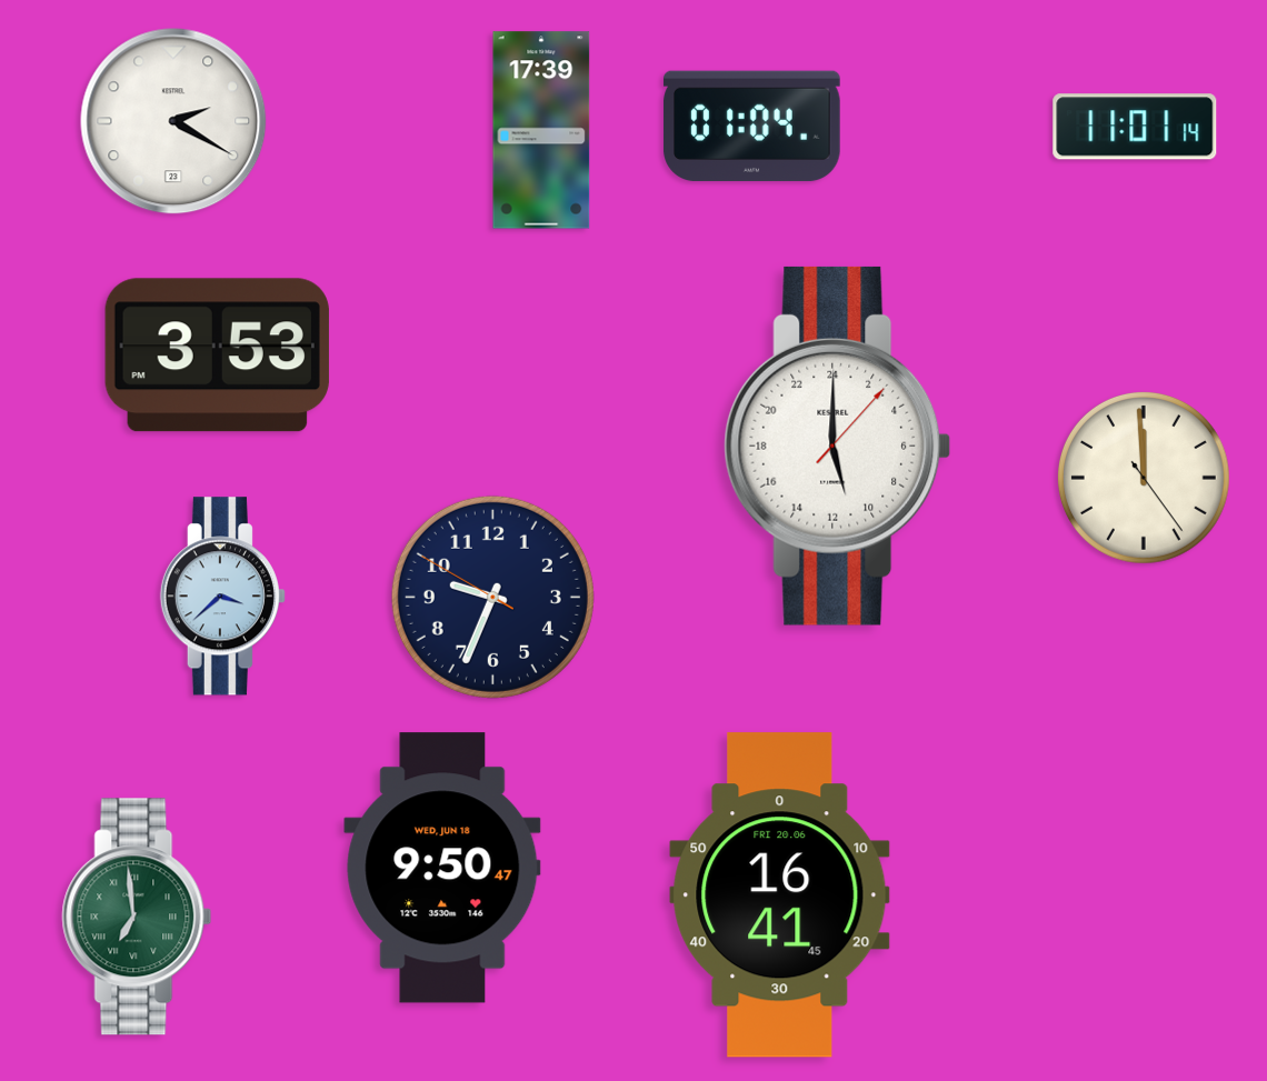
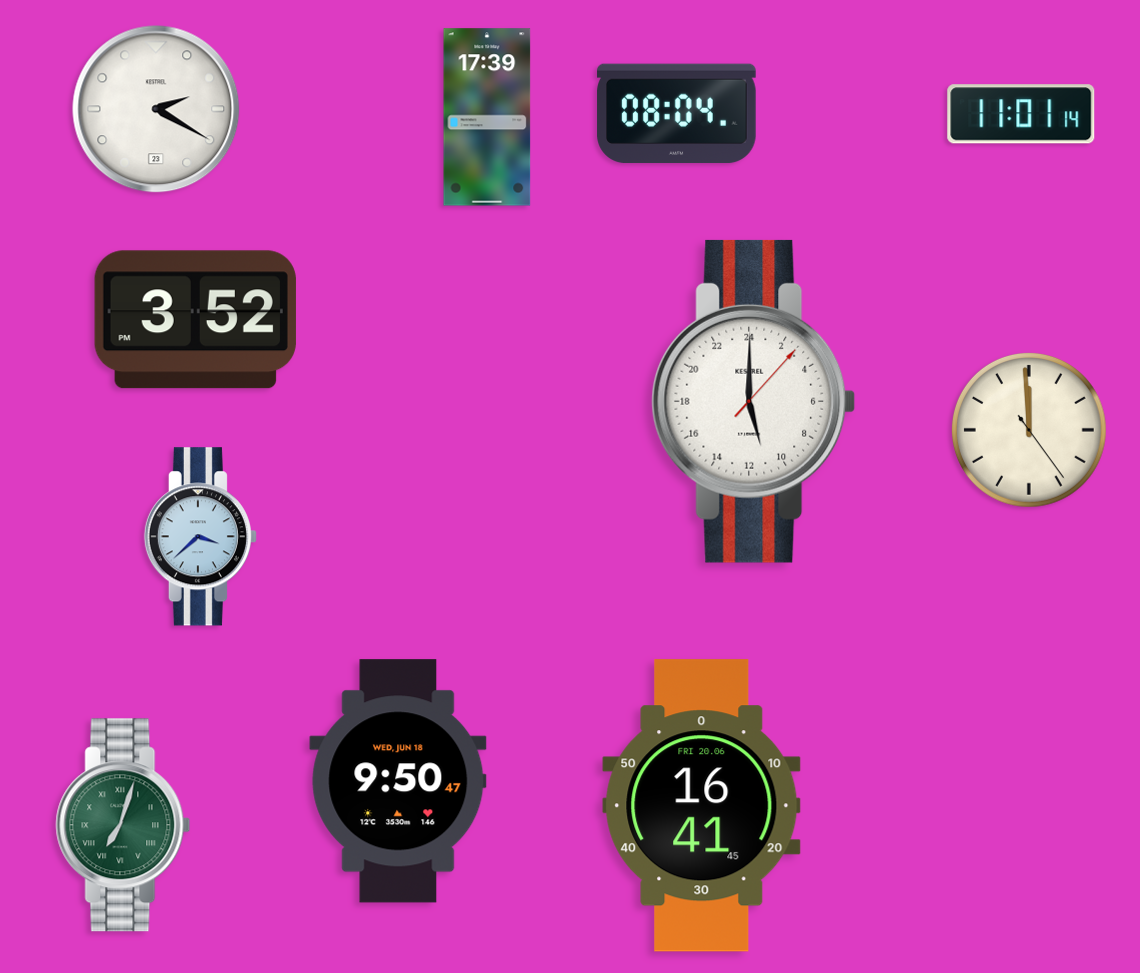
clock at (752, 127): 01:04 -> 08:04
clock at (217, 356): 3:53 -> 3:52
clock at (492, 597): 9:33 -> none
clock at (137, 917): 6:59 -> 7:03
